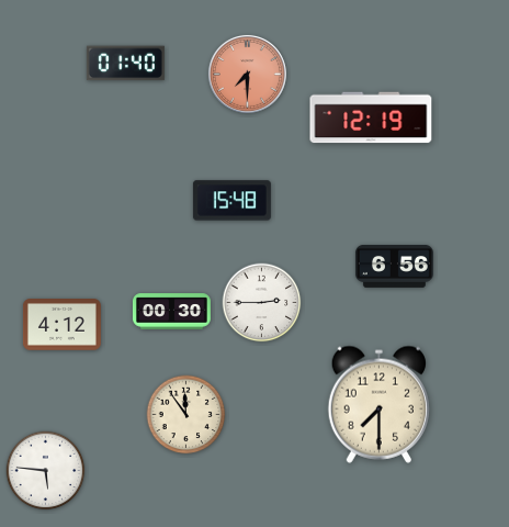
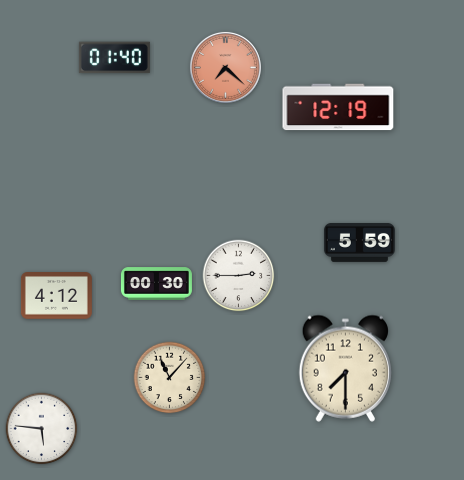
clock at (247, 74): 7:30 -> 7:22
clock at (231, 201): 15:48 -> none
clock at (394, 267): 6:56 -> 5:59
clock at (186, 415): 11:54 -> 11:07
